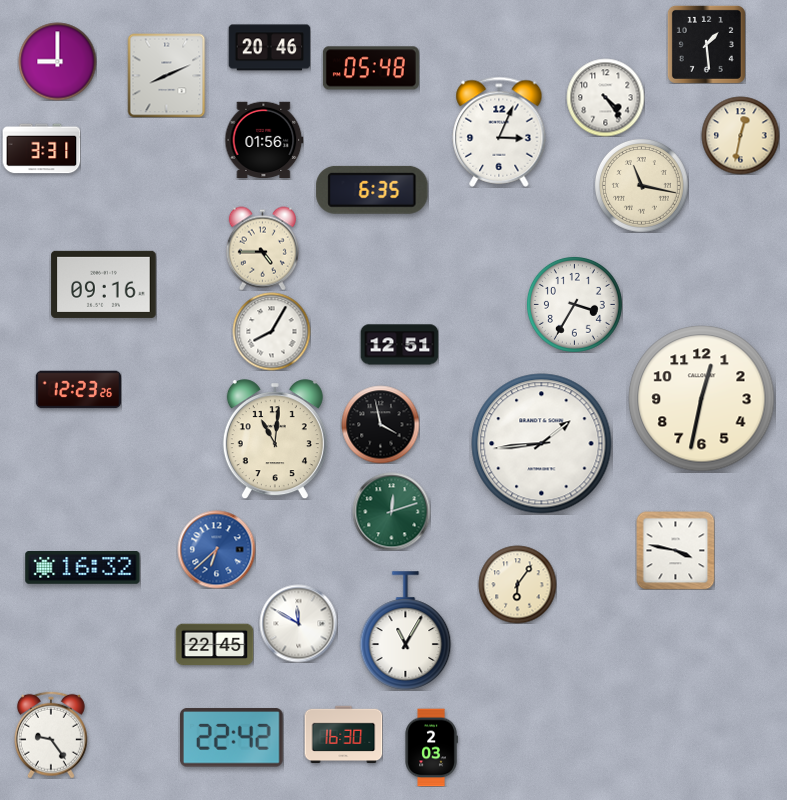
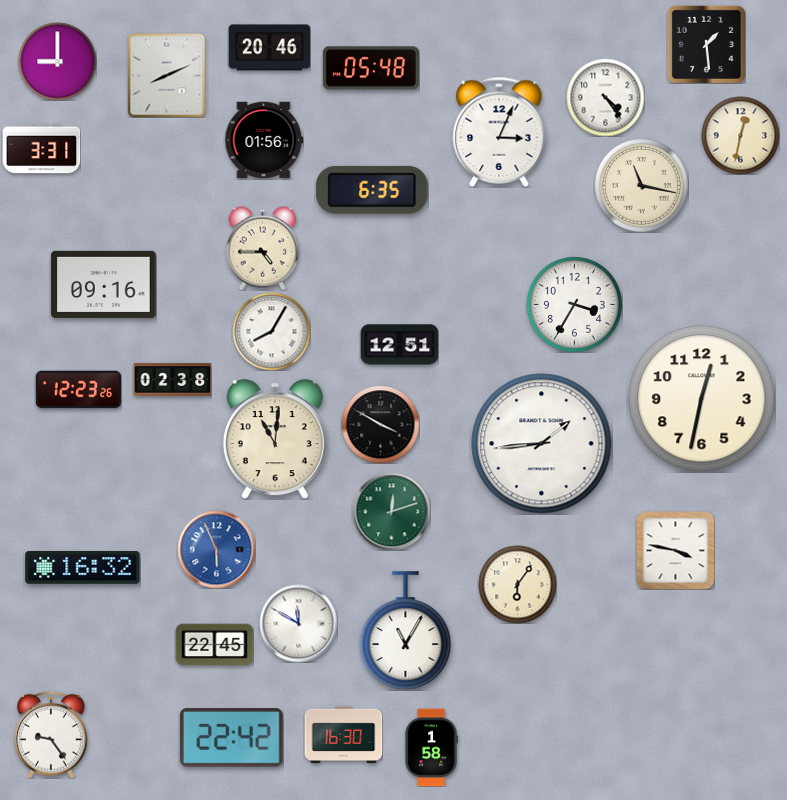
clock at (172, 379): none -> 02:38
clock at (380, 424): 3:58 -> 3:50
clock at (216, 549): 6:38 -> 5:56
clock at (431, 747): 2:03 -> 1:58
